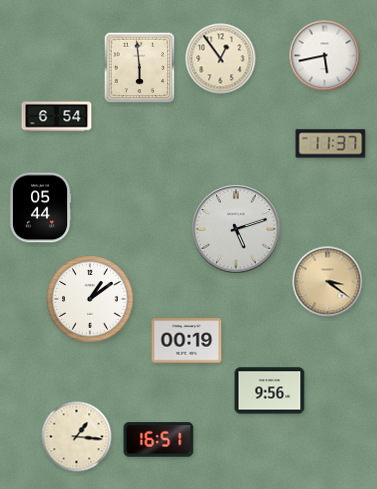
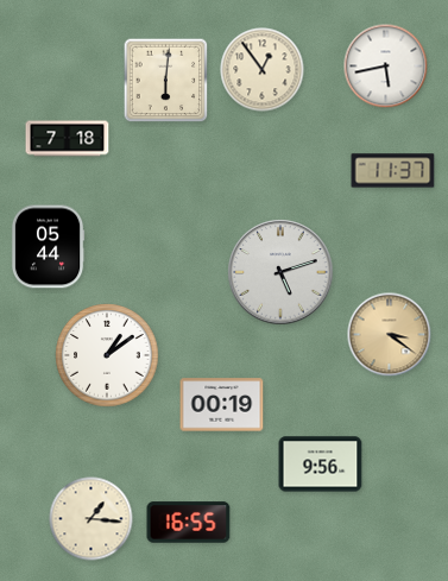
clock at (140, 68): 5:59 -> 6:01
clock at (57, 117): 6:54 -> 7:18
clock at (159, 440): 16:51 -> 16:55
